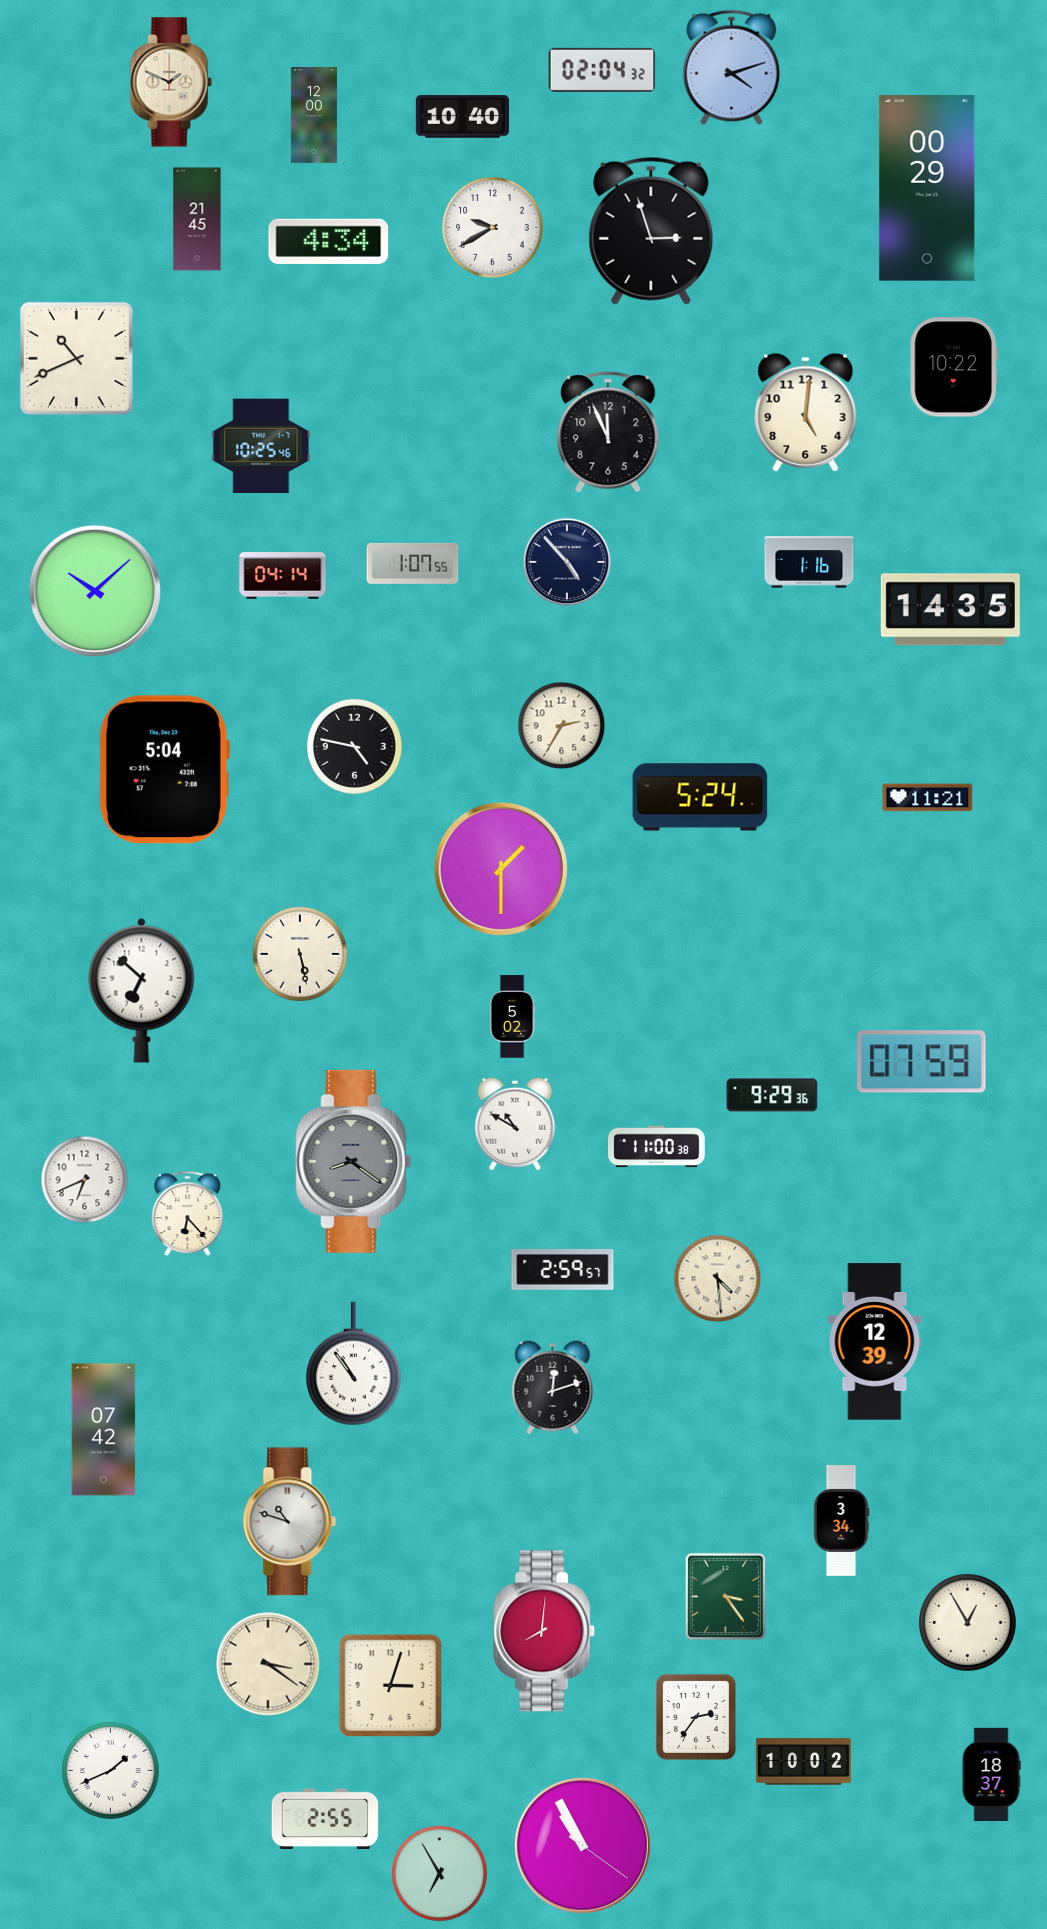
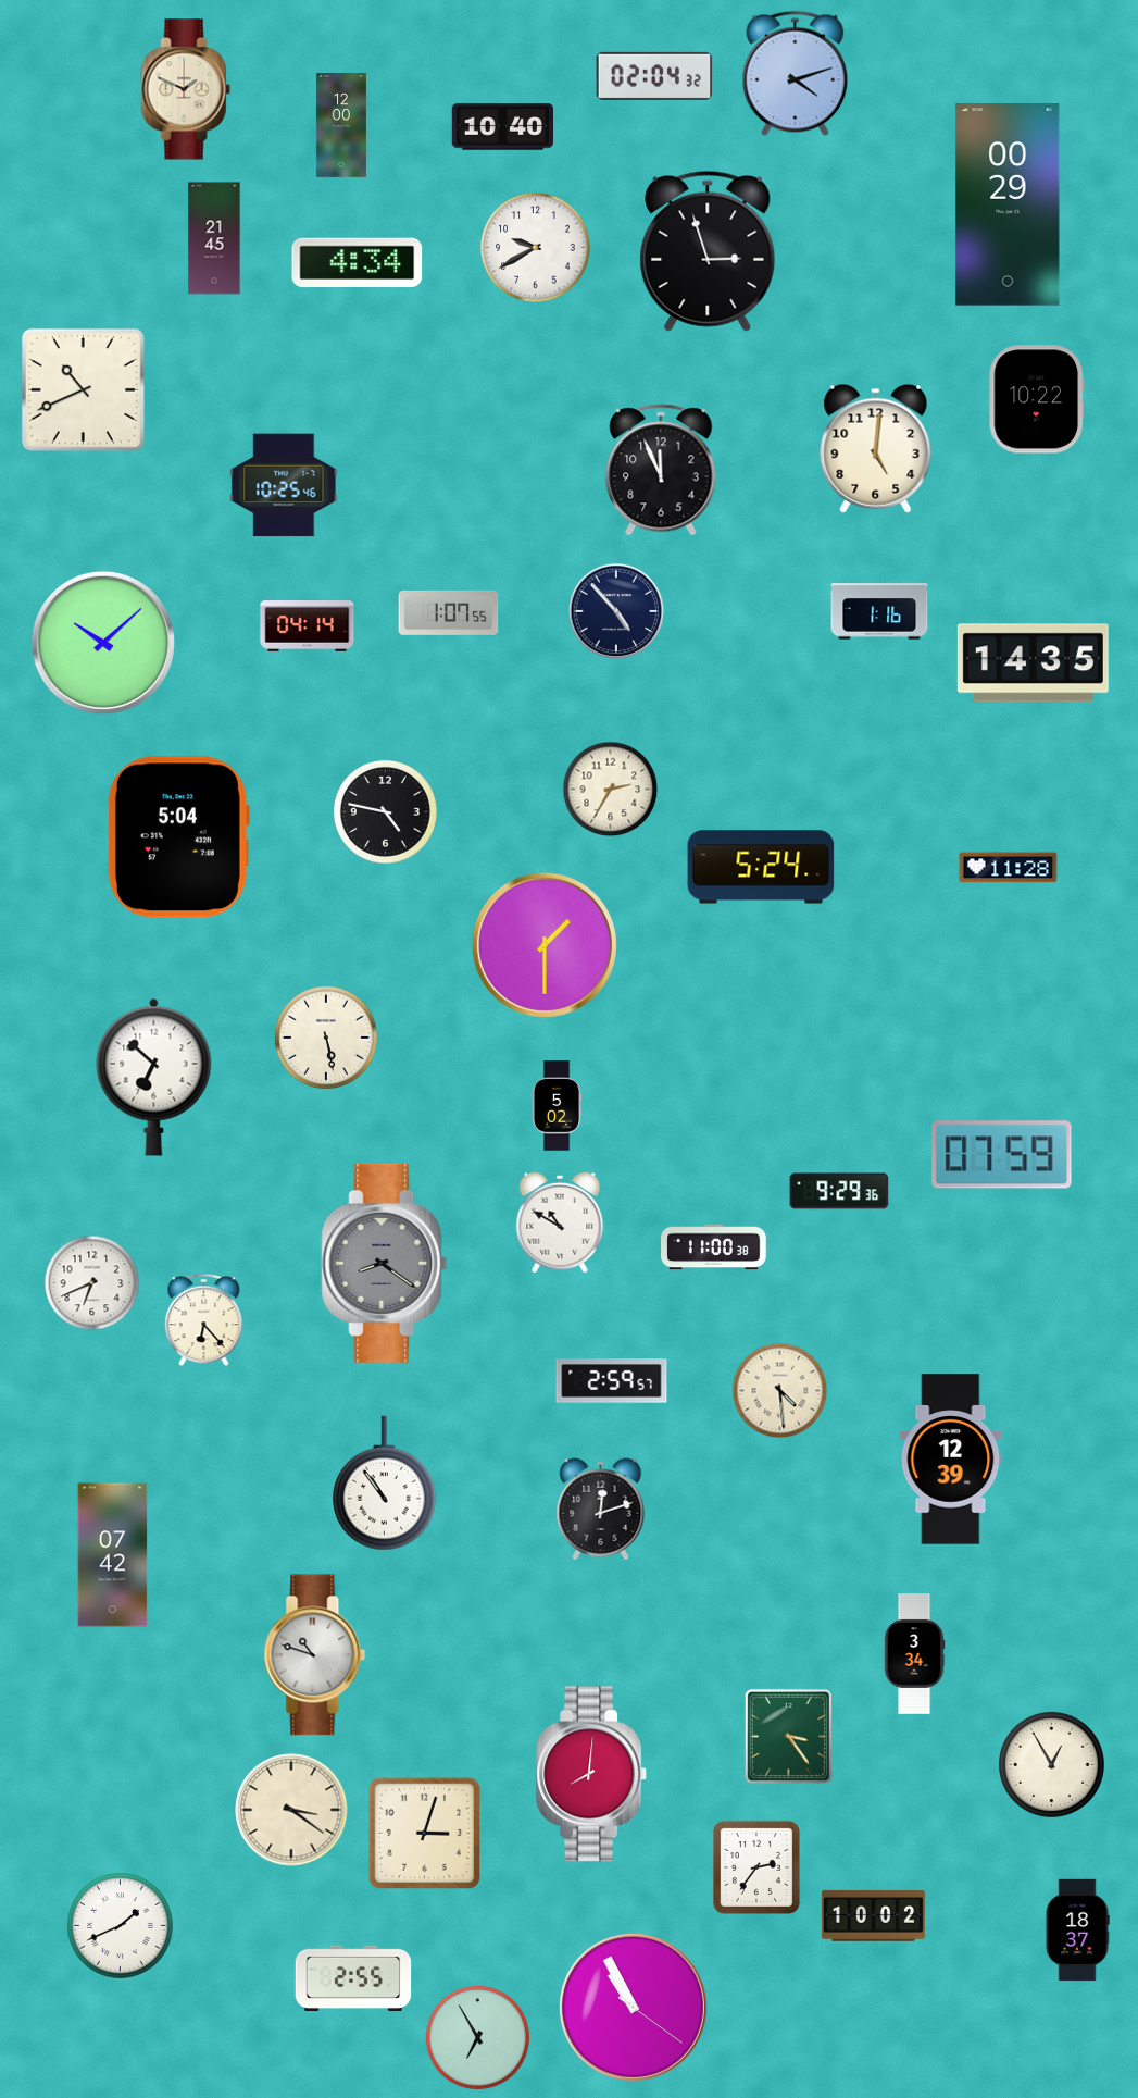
clock at (928, 798): 11:21 -> 11:28
